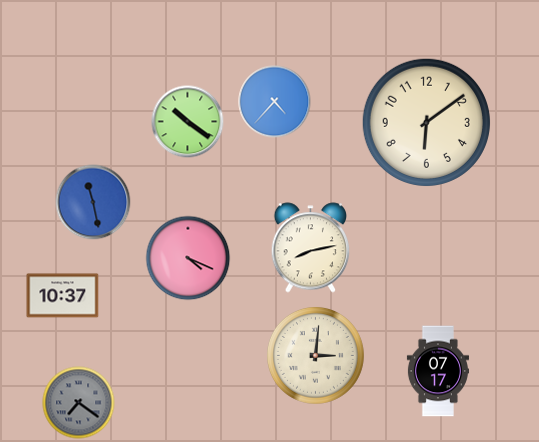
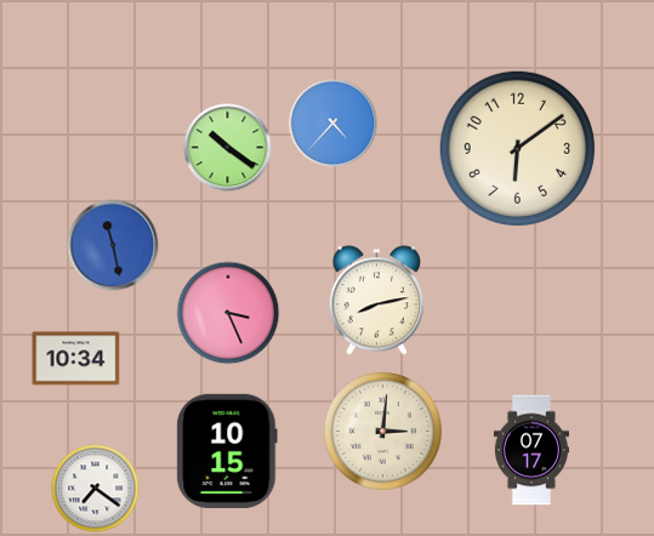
clock at (188, 258): 4:19 -> 3:26
clock at (63, 296): 10:37 -> 10:34
clock at (227, 451): none -> 10:15
clock at (79, 403) dial: grey -> white
